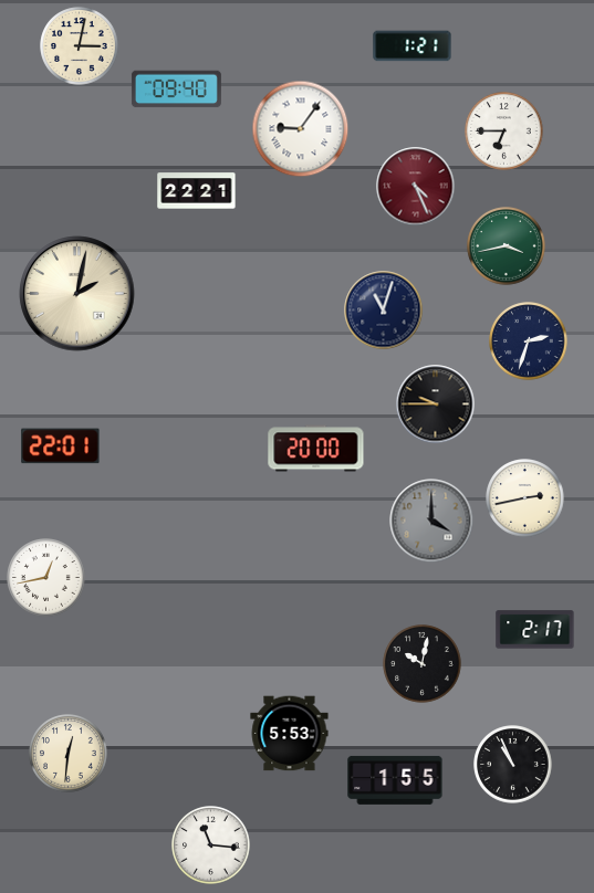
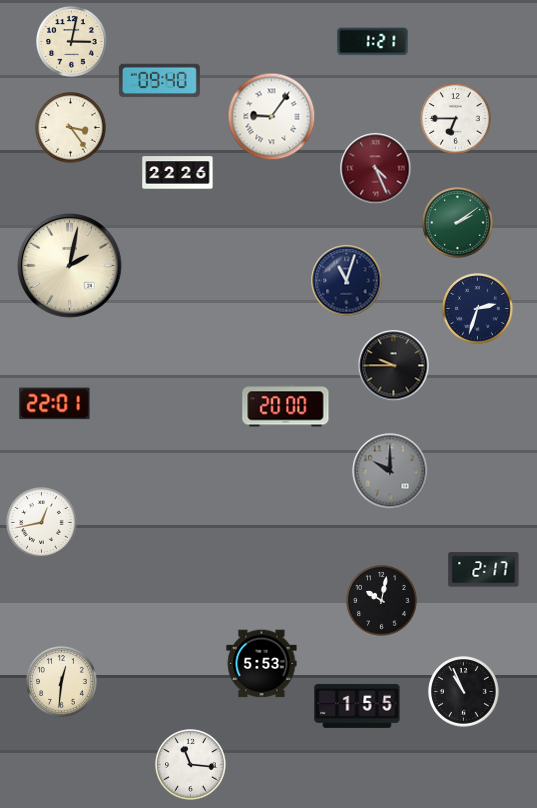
clock at (71, 128): none -> 3:24
clock at (197, 191): 22:21 -> 22:26
clock at (507, 246): 3:43 -> 2:09
clock at (525, 498): 2:43 -> none
clock at (431, 521): 4:00 -> 10:00
